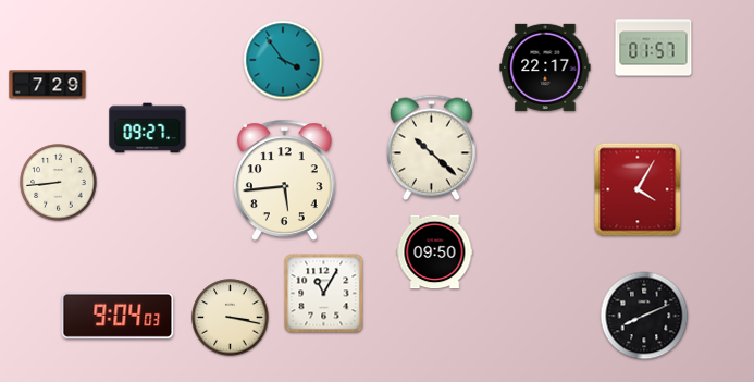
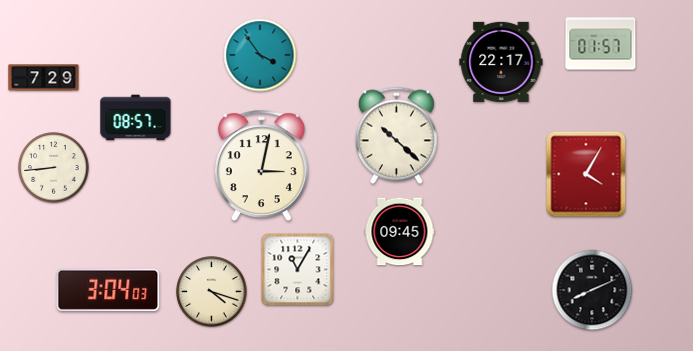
clock at (148, 128): 09:27 -> 08:57
clock at (284, 180): 5:44 -> 3:02
clock at (435, 252): 09:50 -> 09:45
clock at (118, 316): 9:04 -> 3:04
clock at (231, 318): 3:17 -> 4:18
